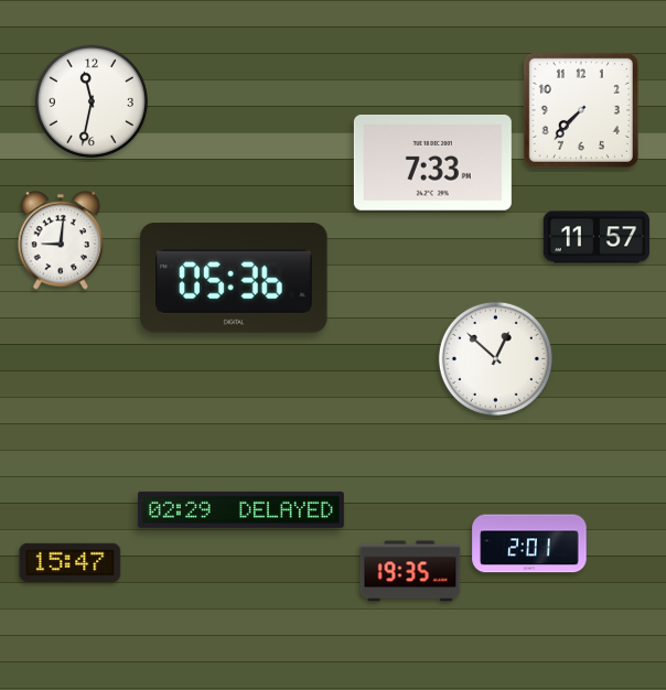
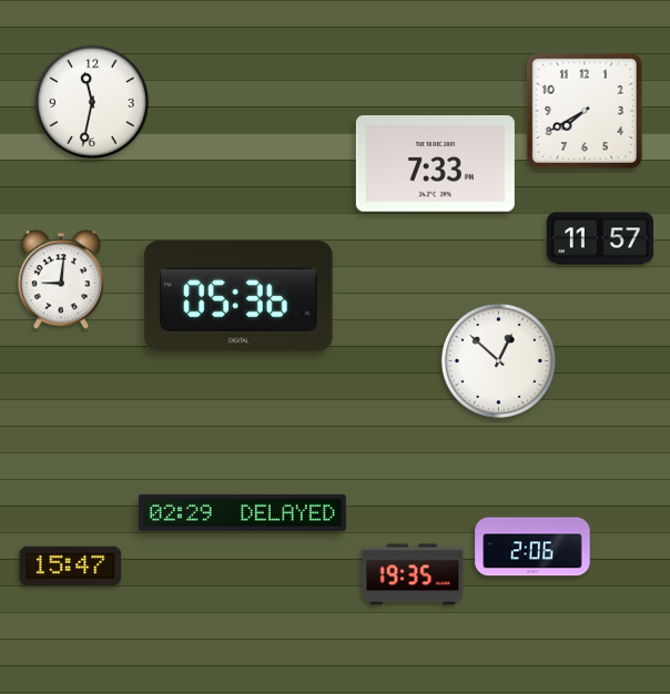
clock at (581, 110): 7:37 -> 7:40
clock at (61, 240) position: (61, 240) -> (61, 279)
clock at (234, 279) position: (234, 279) -> (238, 297)
clock at (529, 543): 2:01 -> 2:06
